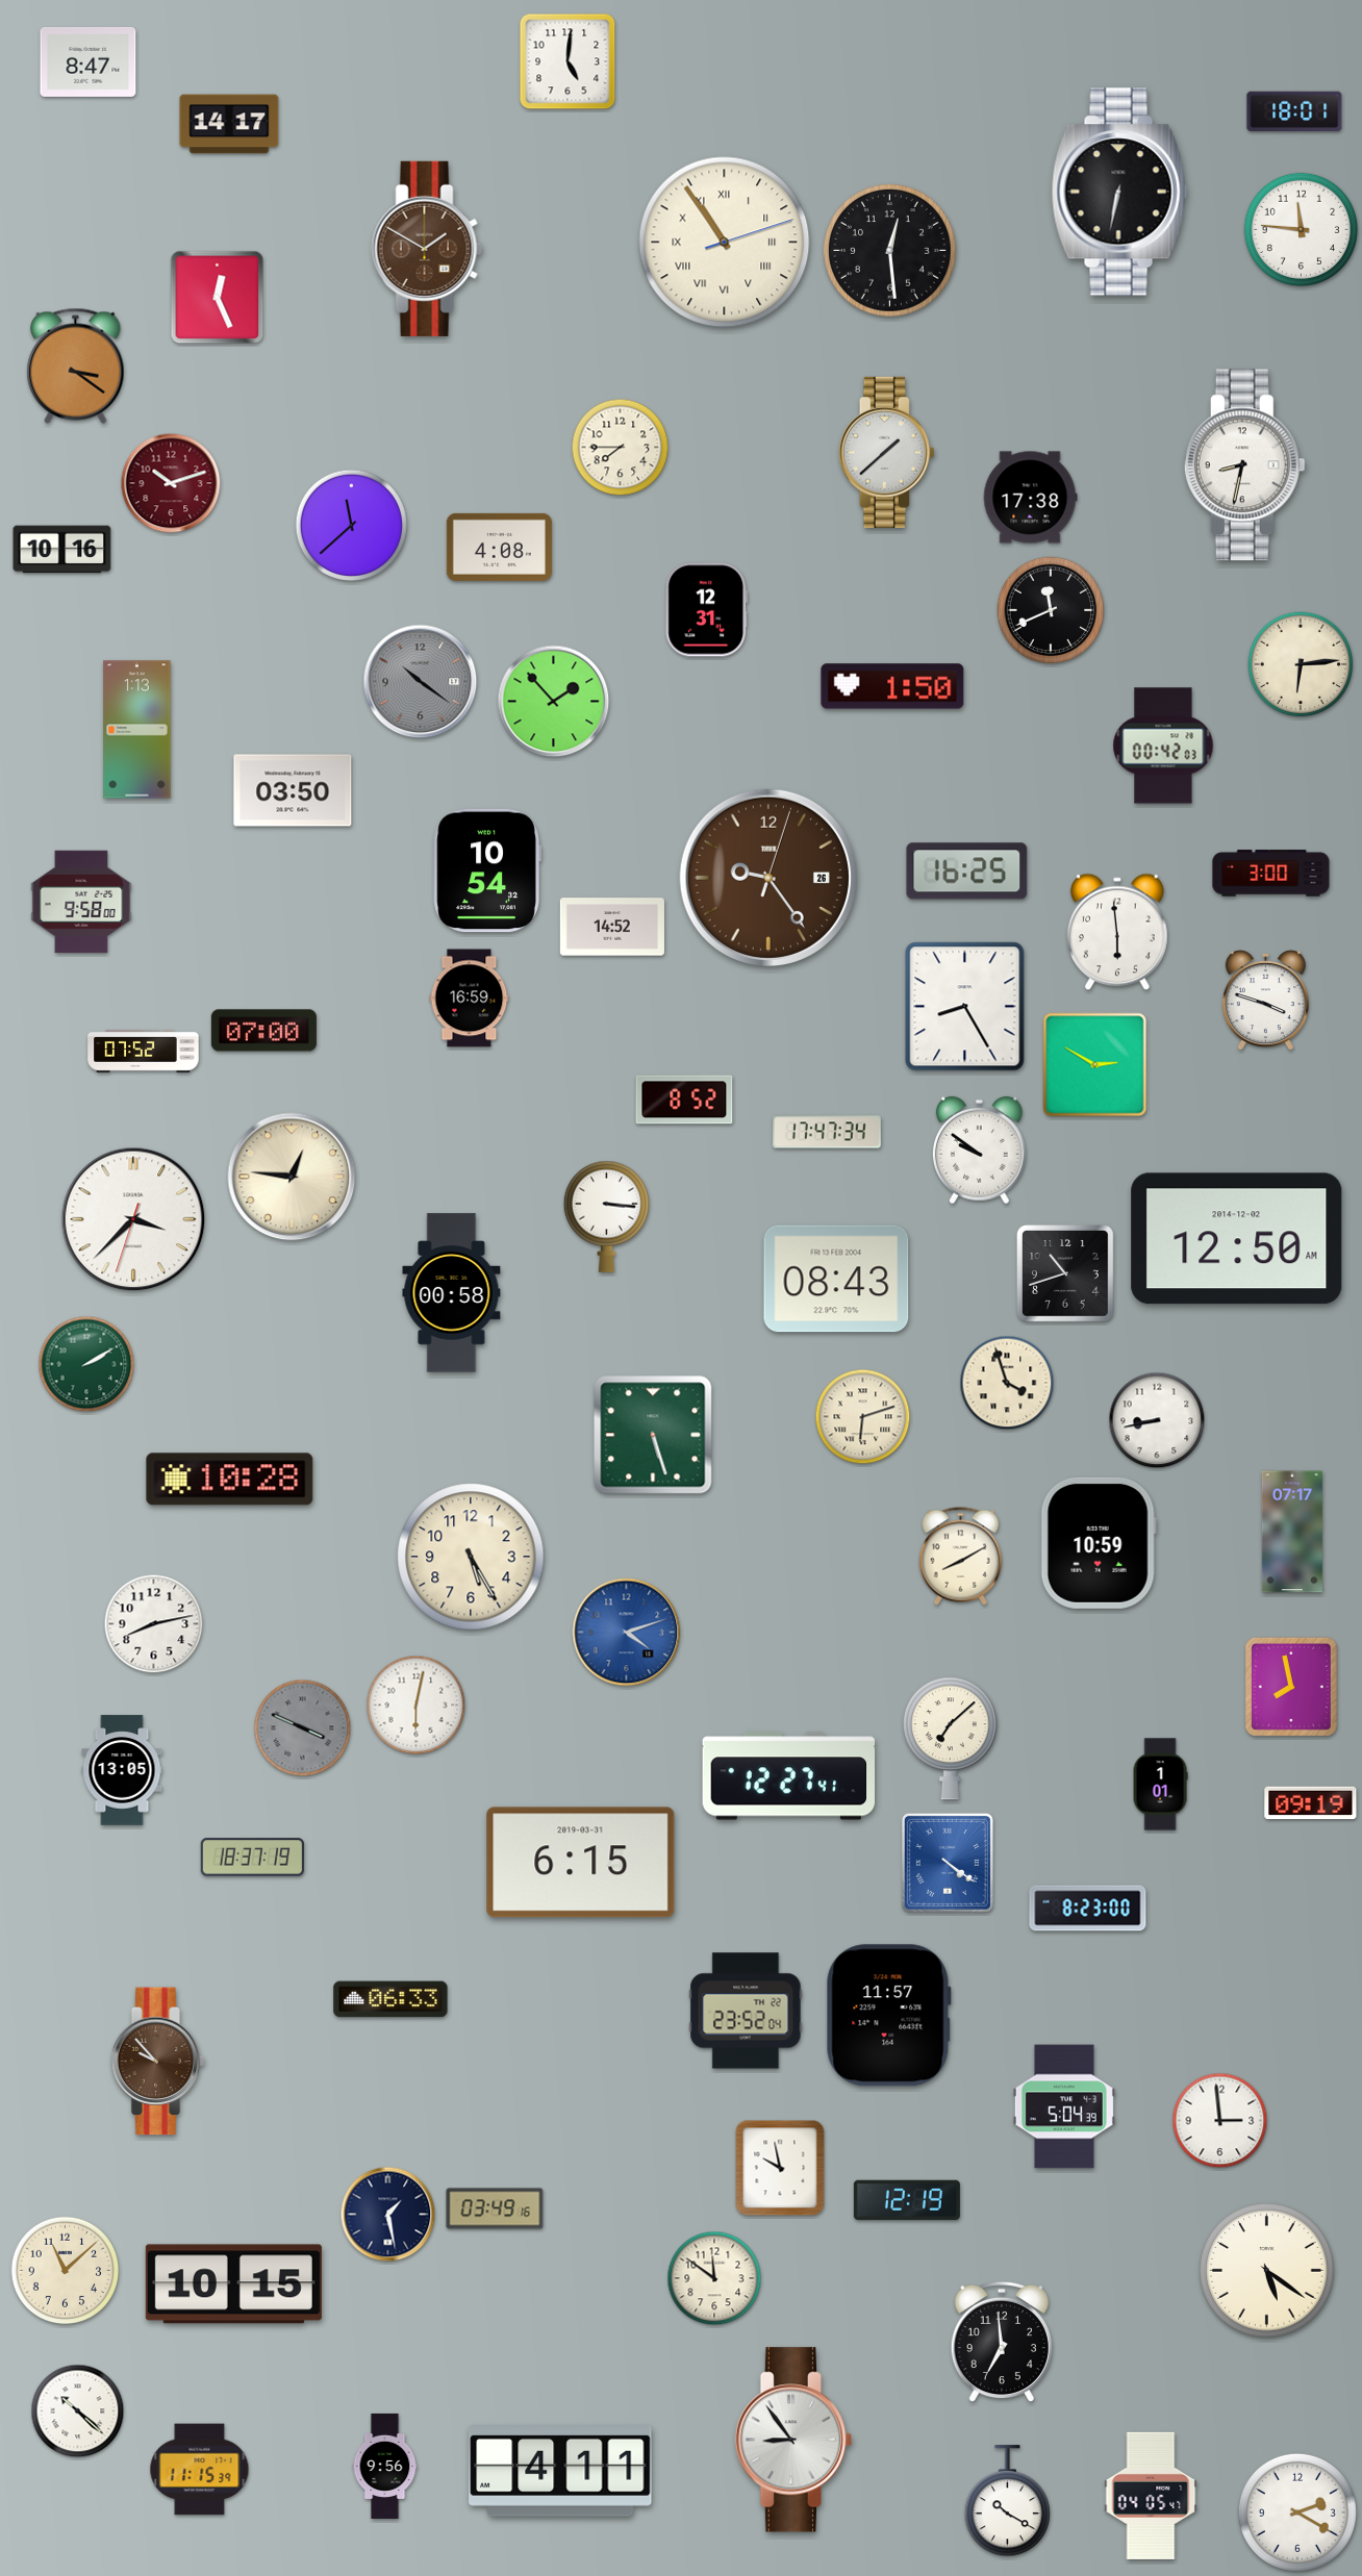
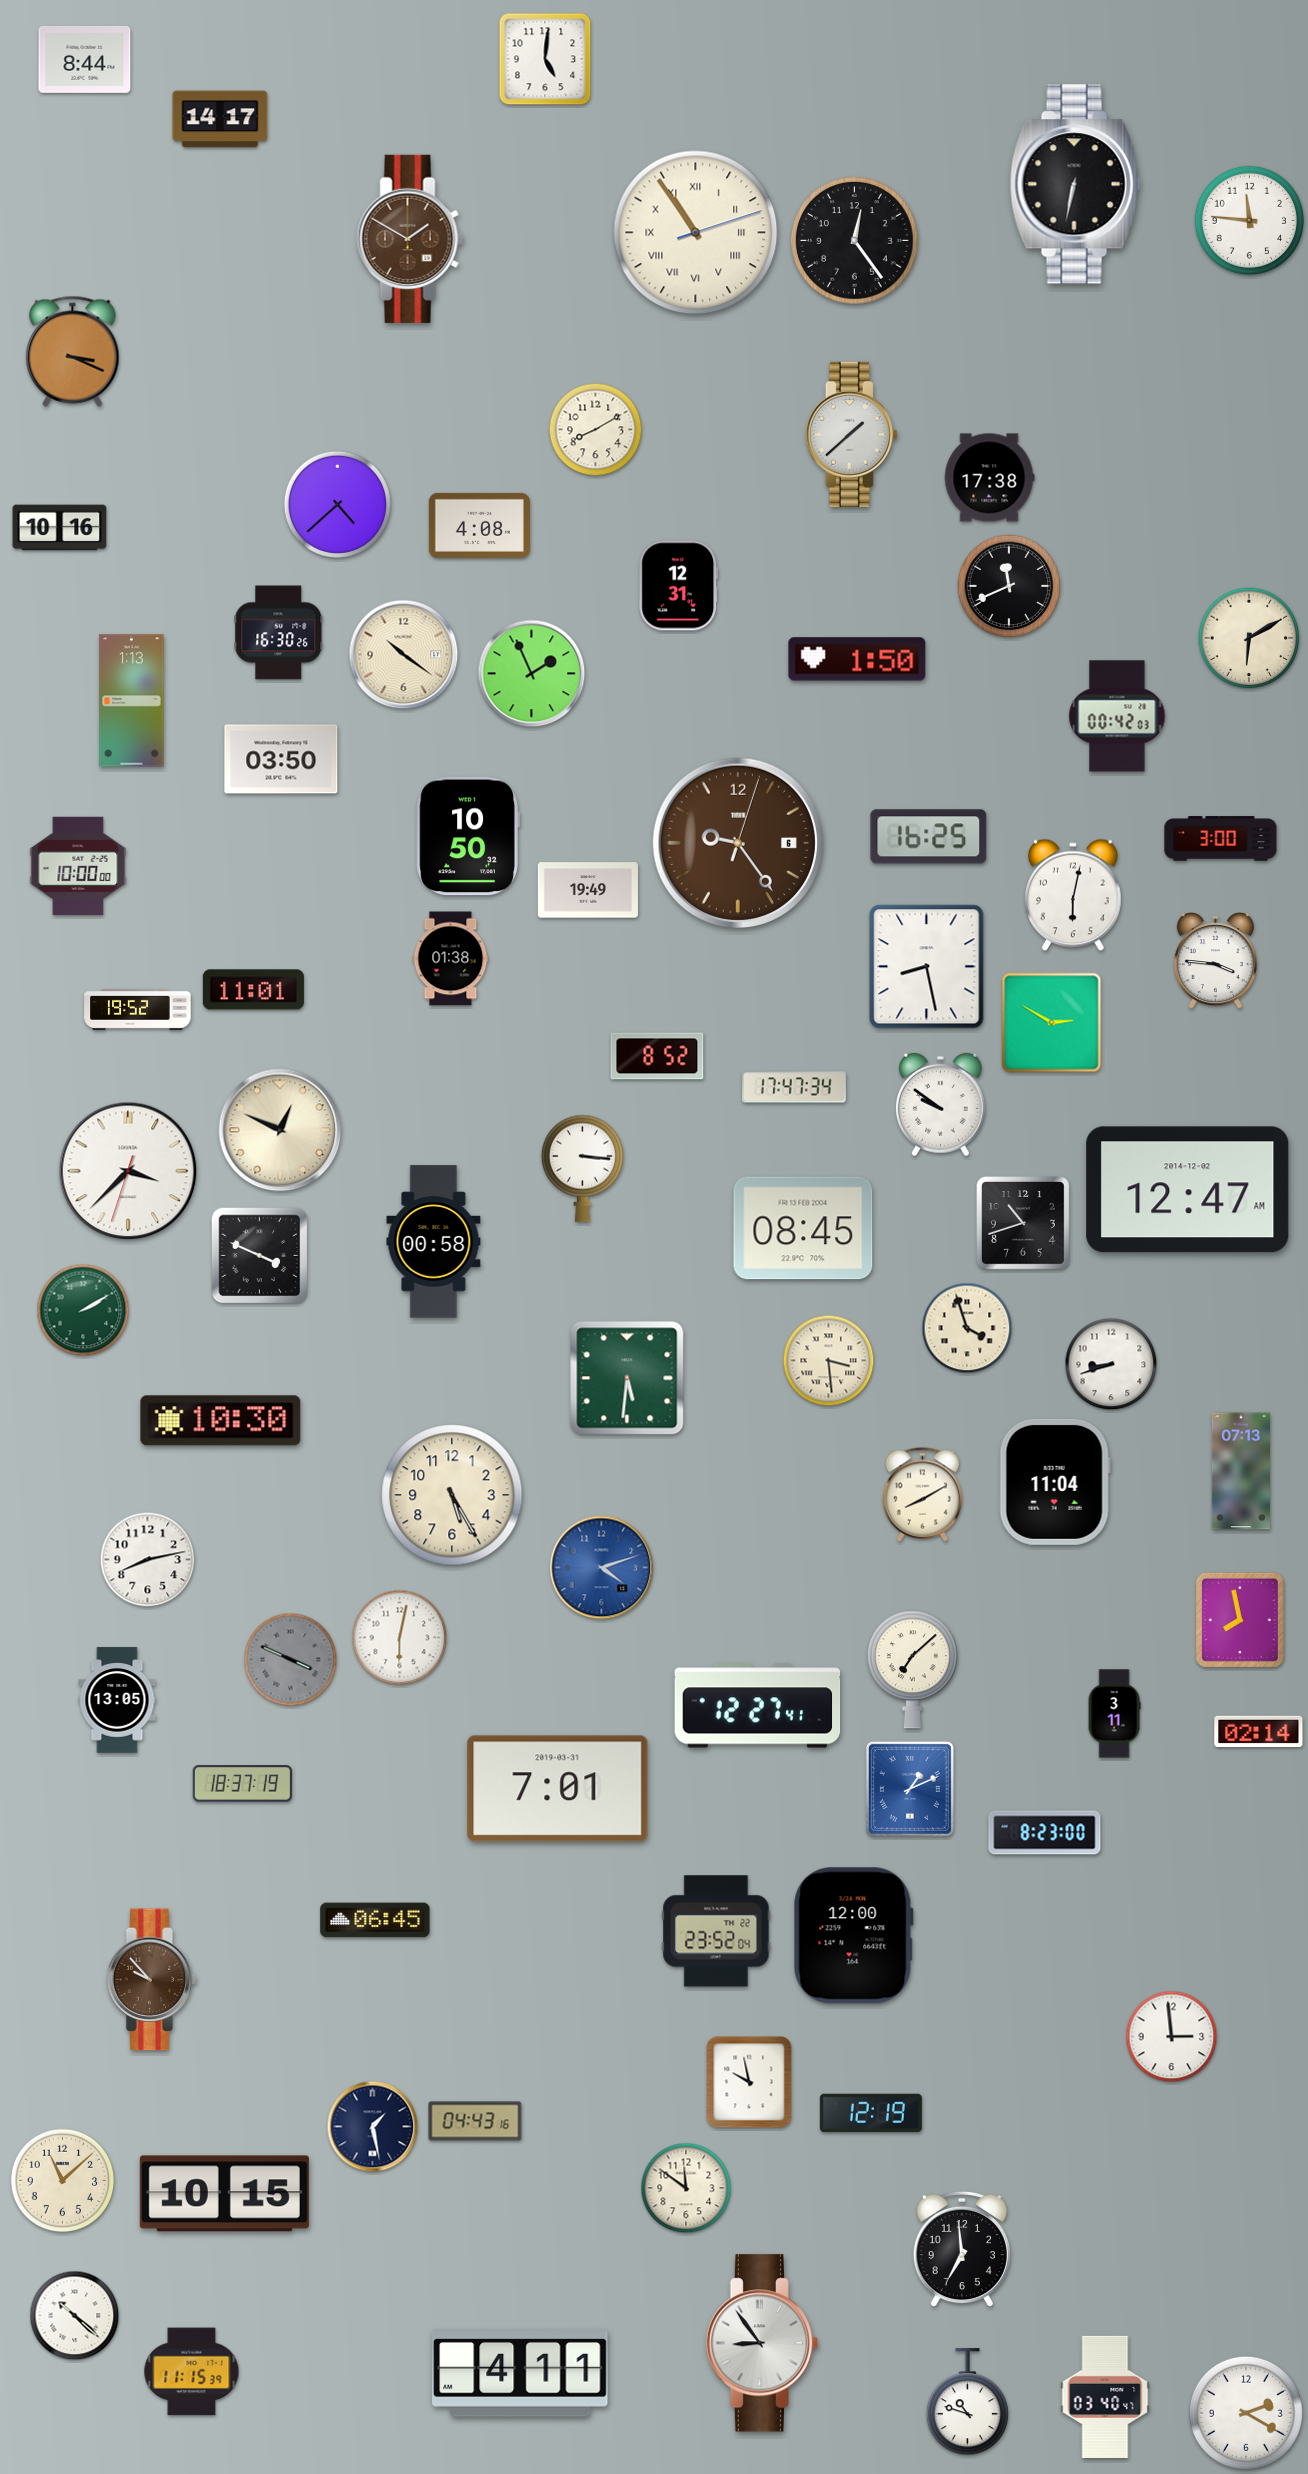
clock at (89, 61): 8:47 -> 8:44
clock at (1294, 111): 18:01 -> none
clock at (890, 251): 12:29 -> 12:24
clock at (218, 298): 12:26 -> none
clock at (76, 365): 3:21 -> 3:19
clock at (621, 448): 7:45 -> 8:10
clock at (1244, 465): 8:32 -> none
clock at (171, 483): 10:12 -> none
clock at (351, 525): 11:38 -> 4:38
clock at (279, 633): none -> 16:30
clock at (1301, 664): 6:14 -> 6:10
clock at (421, 682) dial: grey -> cream
clock at (554, 702): 1:53 -> 1:56
clock at (487, 870): 10:54 -> 10:50
clock at (767, 877) date: 26 -> 6
clock at (81, 902): 9:58 -> 10:00
clock at (612, 927): 14:52 -> 19:49
clock at (1118, 932): 5:59 -> 6:02
clock at (470, 999): 16:59 -> 01:38
clock at (1265, 1001): 3:48 -> 3:46
clock at (965, 1007): 8:25 -> 8:28
clock at (263, 1031): 07:00 -> 11:01
clock at (144, 1051): 07:52 -> 19:52
clock at (292, 1177): 12:46 -> 12:49
clock at (1237, 1239): 12:50 -> 12:47
clock at (836, 1279): 08:43 -> 08:45
clock at (260, 1256): none -> 3:49
clock at (863, 1417): 6:12 -> 3:29
clock at (1157, 1420): 8:43 -> 8:42
clock at (653, 1435): 5:27 -> 5:31
clock at (230, 1480): 10:28 -> 10:30
clock at (1292, 1532): 07:17 -> 07:13
clock at (1099, 1543): 10:59 -> 11:04
clock at (1160, 1785): 1:01 -> 3:11
clock at (1311, 1803): 09:19 -> 02:14
clock at (581, 1863): 6:15 -> 7:01
clock at (948, 1863): 4:21 -> 1:11
clock at (390, 1999): 06:33 -> 06:45
clock at (888, 2016): 11:57 -> 12:00
clock at (1064, 2106): 5:04 -> none
clock at (495, 2208): 03:49 -> 04:43
clock at (1267, 2271): 5:21 -> none
clock at (385, 2466): 9:56 -> none
clock at (560, 2471) position: (560, 2471) -> (520, 2373)
clock at (1151, 2495): 04:05 -> 03:40
clock at (1007, 2501): 10:20 -> 10:48
